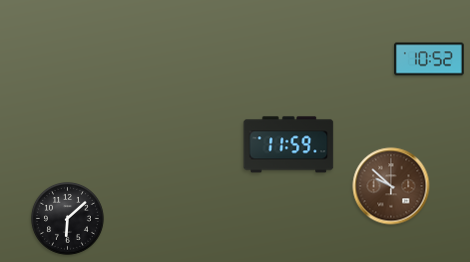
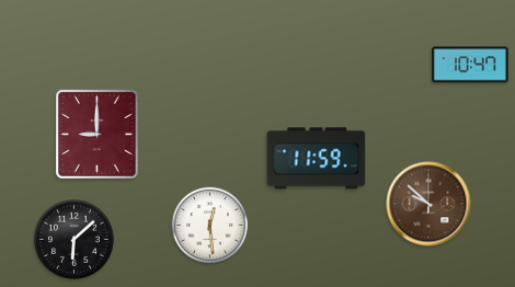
clock at (429, 59): 10:52 -> 10:47
clock at (98, 135): none -> 9:00
clock at (210, 226): none -> 12:29
